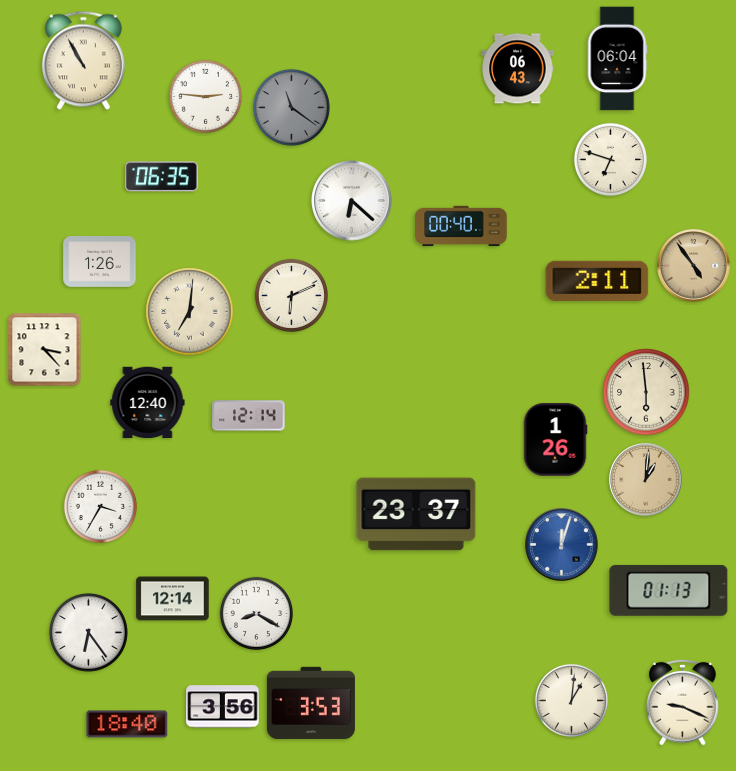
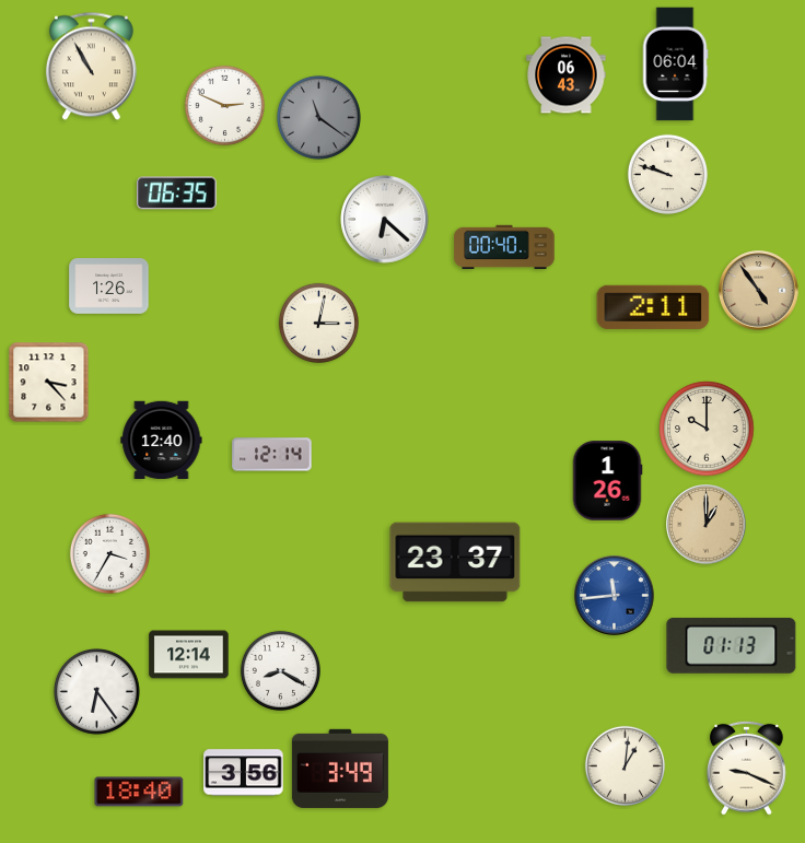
clock at (205, 96): 2:46 -> 2:49
clock at (610, 159): 6:48 -> 9:48
clock at (291, 295): 6:11 -> 3:02
clock at (190, 312): 7:01 -> none
clock at (646, 392): 5:59 -> 10:00
clock at (646, 480): 1:01 -> 1:00
clock at (562, 545): 12:03 -> 11:44
clock at (311, 703): 3:53 -> 3:49
